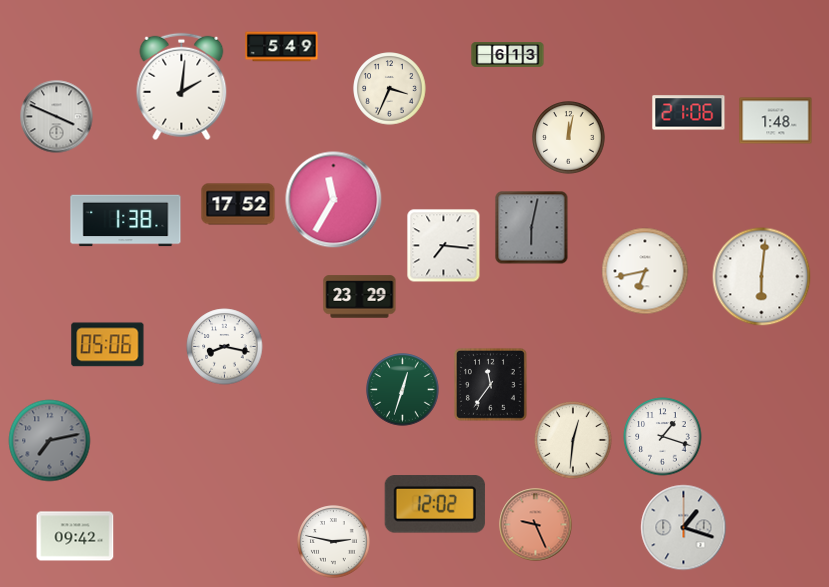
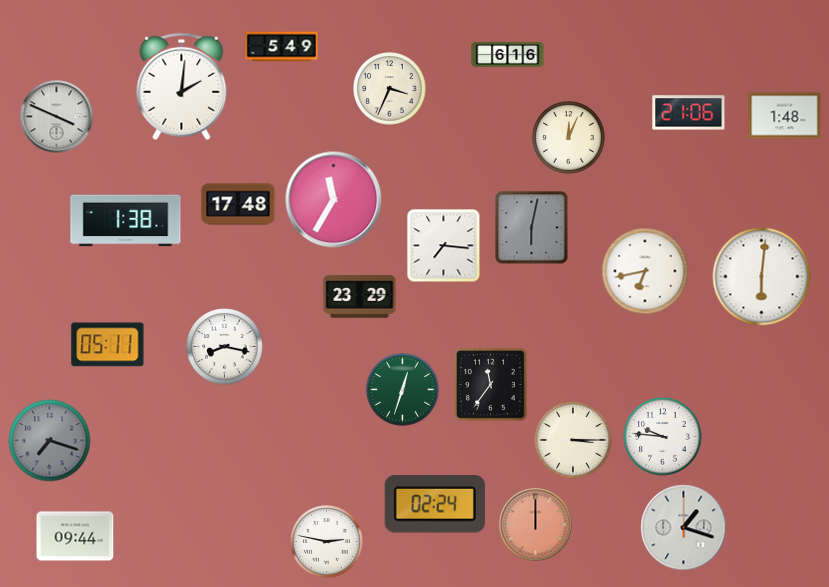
clock at (508, 55): 6:13 -> 6:16
clock at (776, 121) position: (776, 121) -> (785, 116)
clock at (569, 138): 12:02 -> 12:04
clock at (238, 204): 17:52 -> 17:48
clock at (108, 345): 05:06 -> 05:11
clock at (663, 437): 1:18 -> 9:46
clock at (573, 440): 12:31 -> 3:15
clock at (50, 441): 7:13 -> 7:18
clock at (435, 504): 12:02 -> 02:24
clock at (536, 525): 9:26 -> 12:00
clock at (75, 536): 09:42 -> 09:44
clock at (334, 542) position: (334, 542) -> (327, 542)
